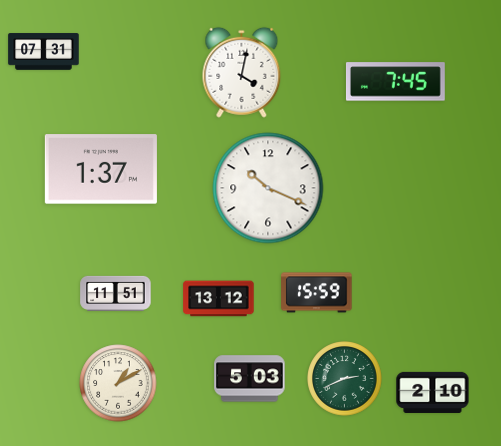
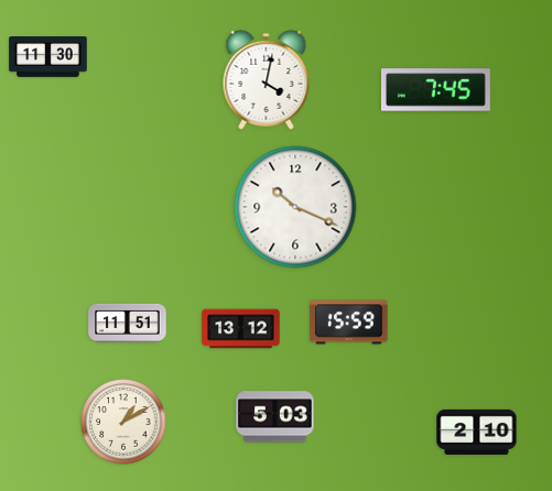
clock at (44, 52): 07:31 -> 11:30
clock at (101, 169): 1:37 -> none
clock at (345, 379): 2:41 -> none
clock at (118, 383) position: (118, 383) -> (123, 422)
